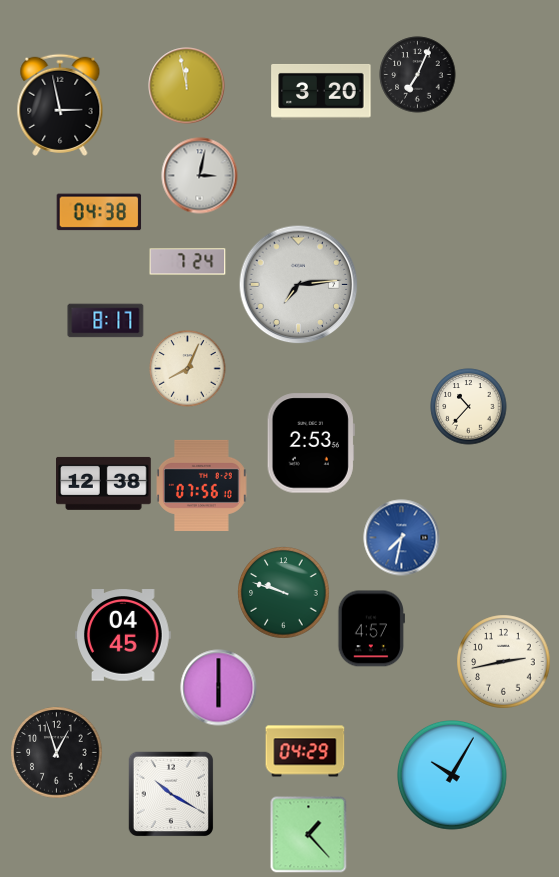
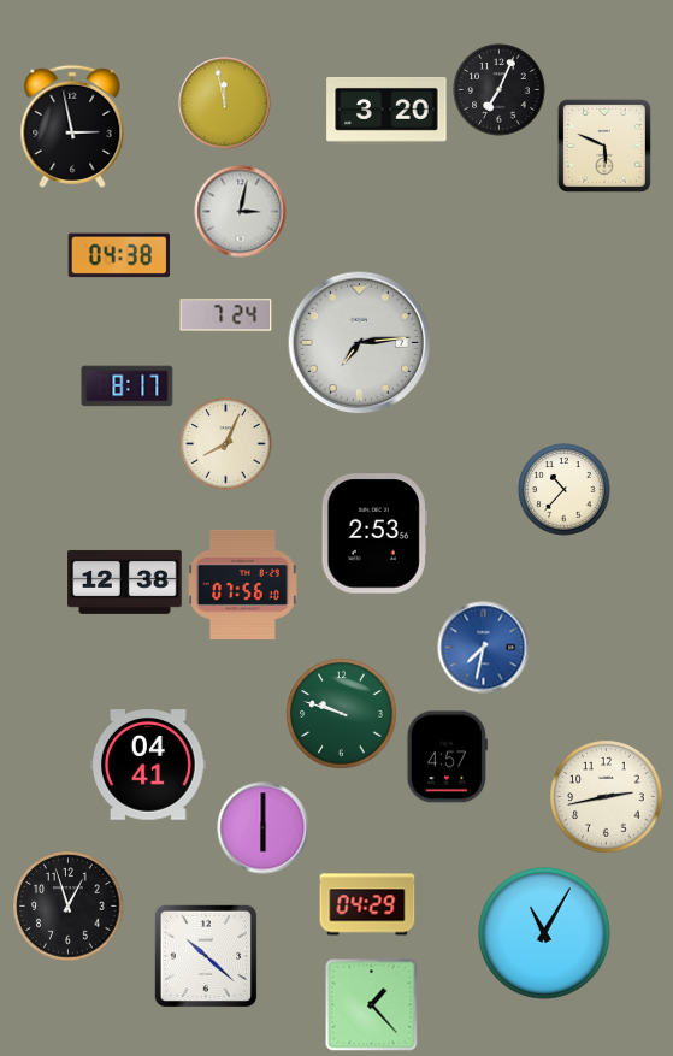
clock at (418, 75) position: (418, 75) -> (500, 90)
clock at (604, 146): none -> 5:49
clock at (124, 635): 04:45 -> 04:41
clock at (453, 776): 10:05 -> 11:05
clock at (170, 793): 10:20 -> 10:22
